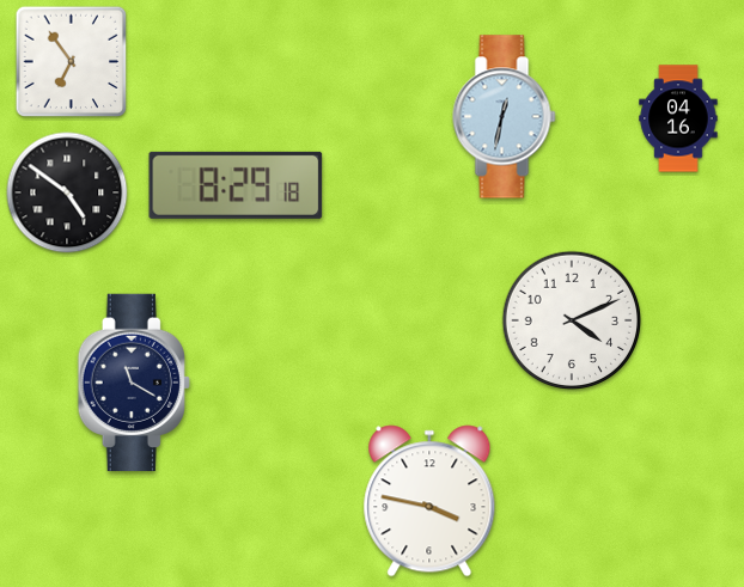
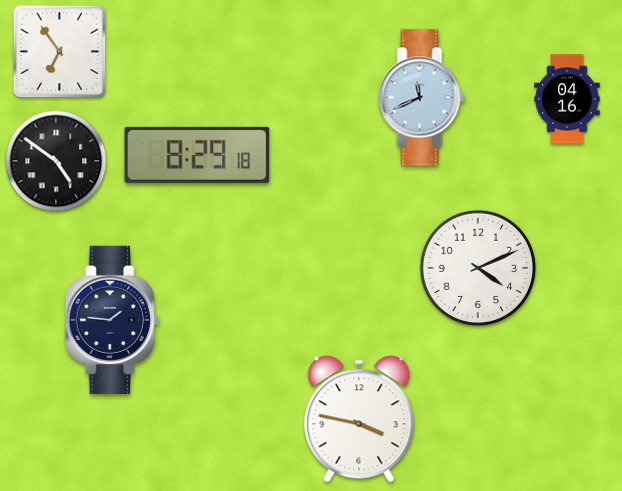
clock at (505, 117): 12:32 -> 11:41
clock at (134, 381): 11:20 -> 1:46
